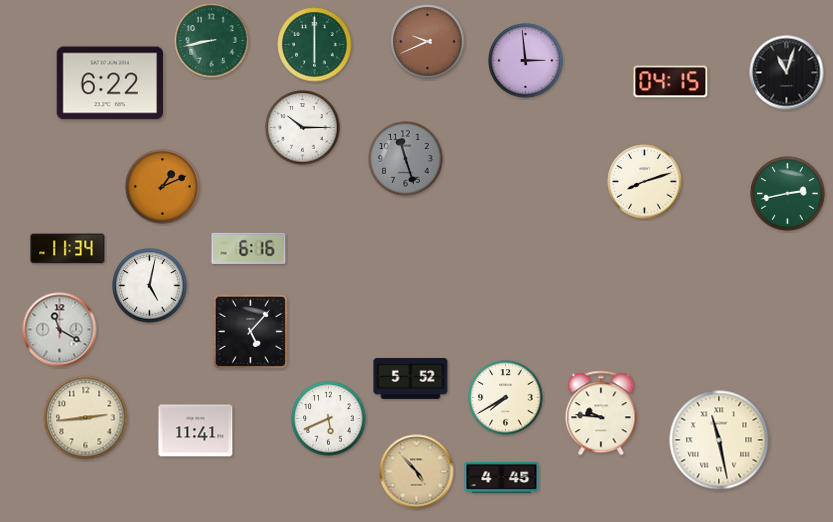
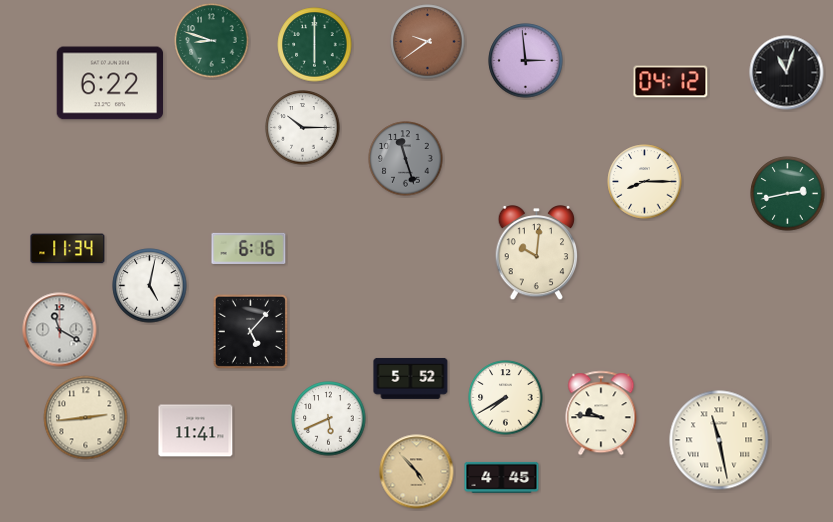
clock at (212, 41): 8:43 -> 8:48
clock at (428, 42): 9:41 -> 9:39
clock at (671, 82): 04:15 -> 04:12
clock at (645, 182): 8:12 -> 8:15
clock at (163, 187): 1:11 -> none
clock at (537, 253): none -> 10:01
